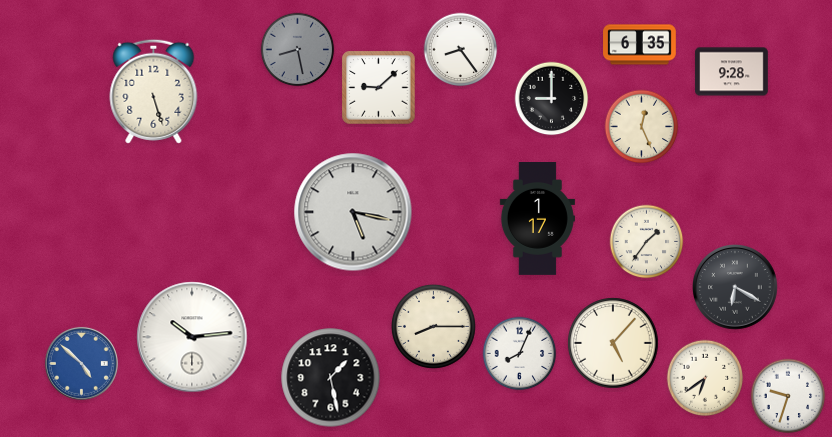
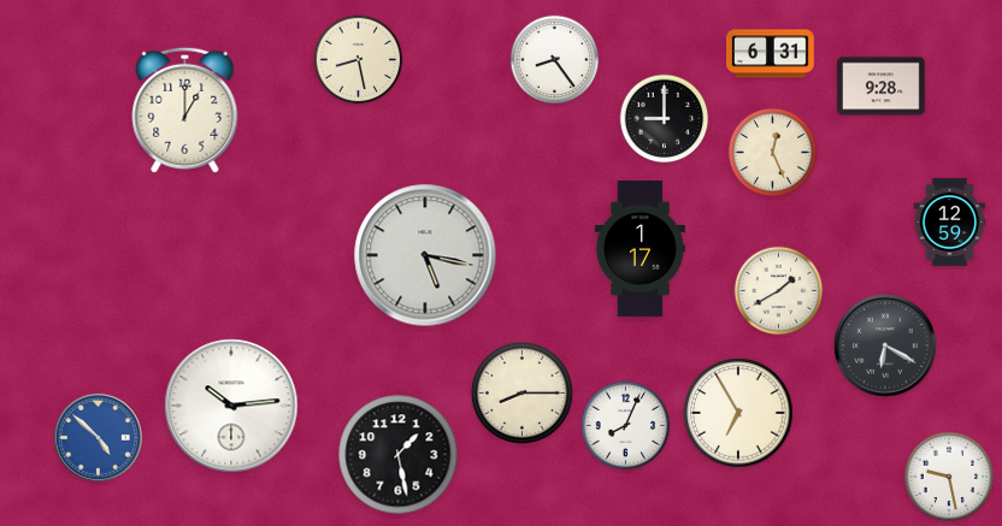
clock at (640, 45): 6:35 -> 6:31
clock at (298, 50) dial: grey -> cream
clock at (379, 88): 9:08 -> none
clock at (154, 91): 5:27 -> 1:00
clock at (950, 223): none -> 12:59
clock at (537, 219) position: (537, 219) -> (639, 249)
clock at (647, 242): 1:36 -> 1:40
clock at (613, 343): 5:07 -> 6:55
clock at (705, 378): 6:39 -> none
clock at (788, 396): 9:33 -> 9:28
